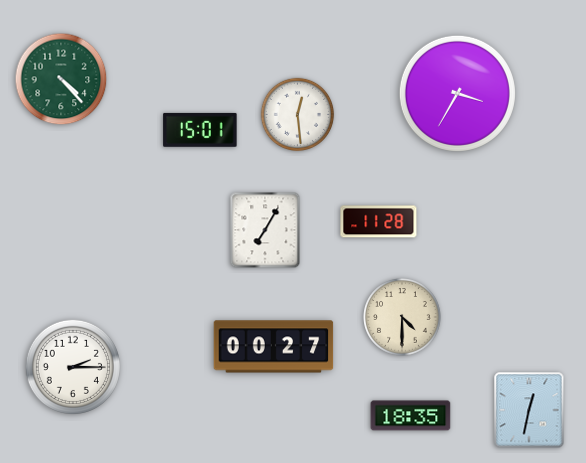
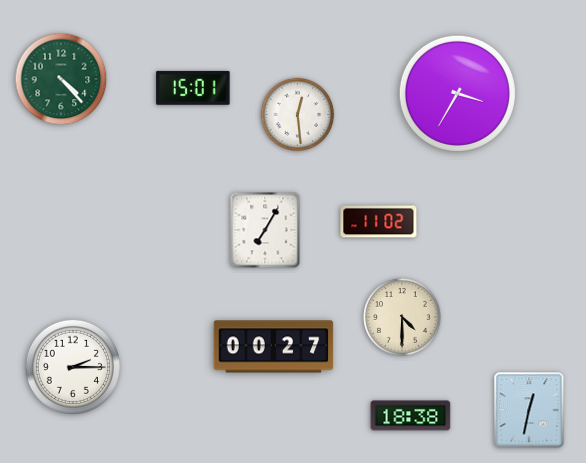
clock at (200, 130) position: (200, 130) -> (193, 88)
clock at (379, 222): 11:28 -> 11:02
clock at (411, 416): 18:35 -> 18:38
